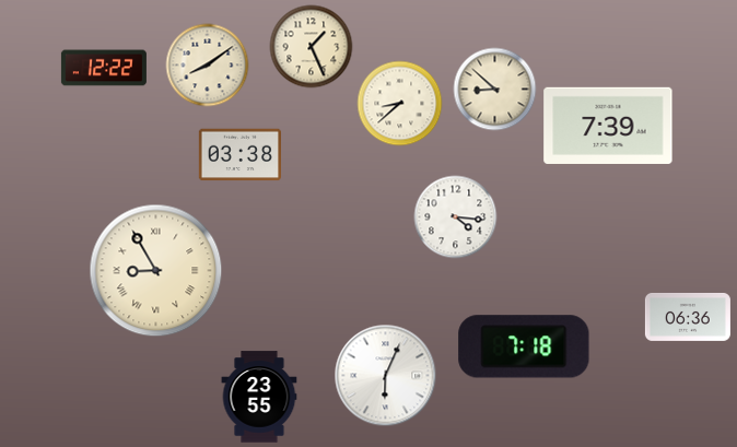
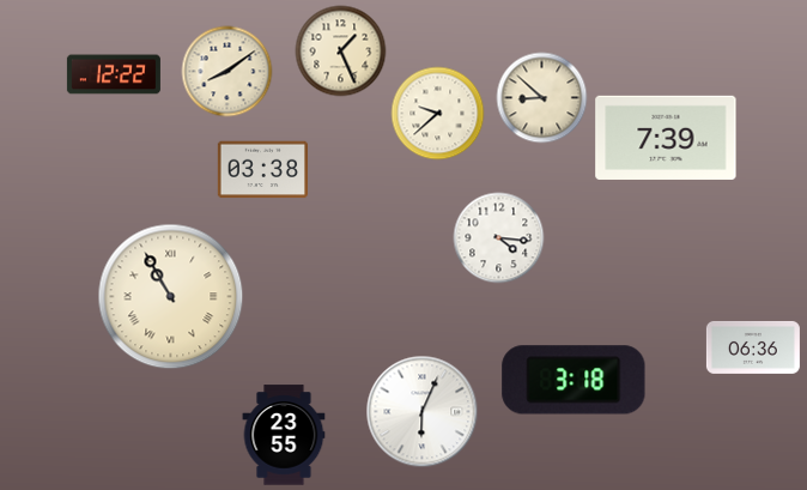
clock at (400, 104): 8:38 -> 9:38
clock at (156, 271): 8:55 -> 10:55
clock at (524, 346): 7:18 -> 3:18
